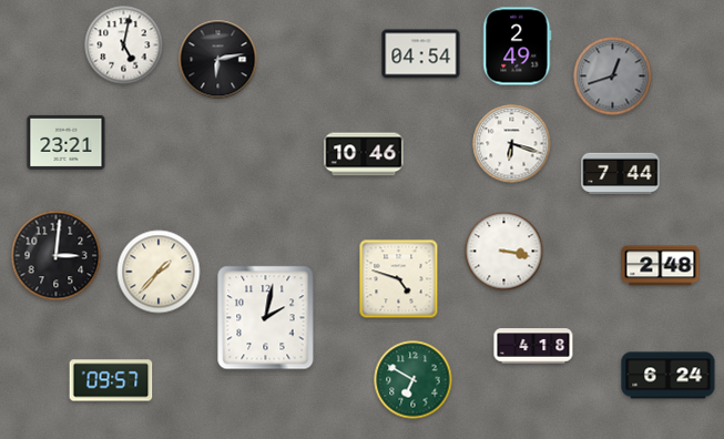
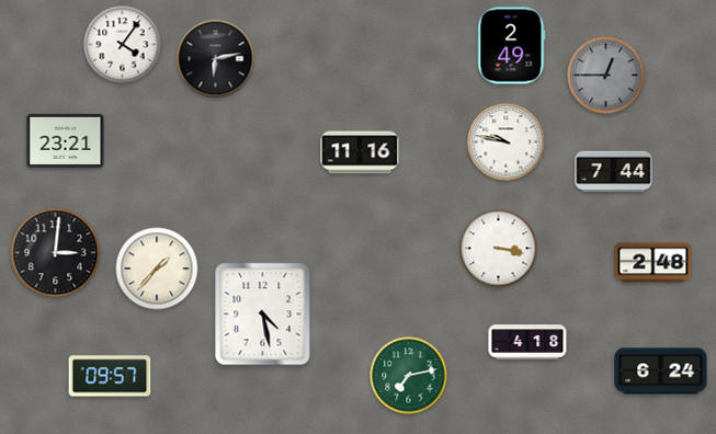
clock at (124, 45): 5:02 -> 4:06
clock at (421, 54): 04:54 -> none
clock at (613, 76): 12:42 -> 12:45
clock at (512, 144): 6:18 -> 9:47
clock at (364, 154): 10:46 -> 11:16
clock at (399, 279): 4:48 -> none
clock at (266, 318): 2:02 -> 4:28
clock at (414, 380): 6:50 -> 7:13
